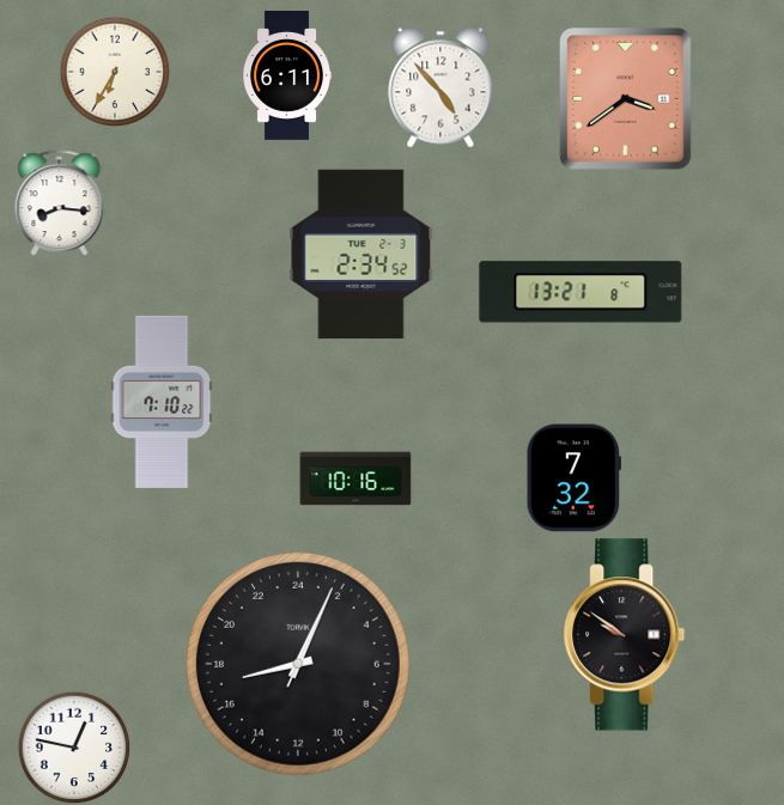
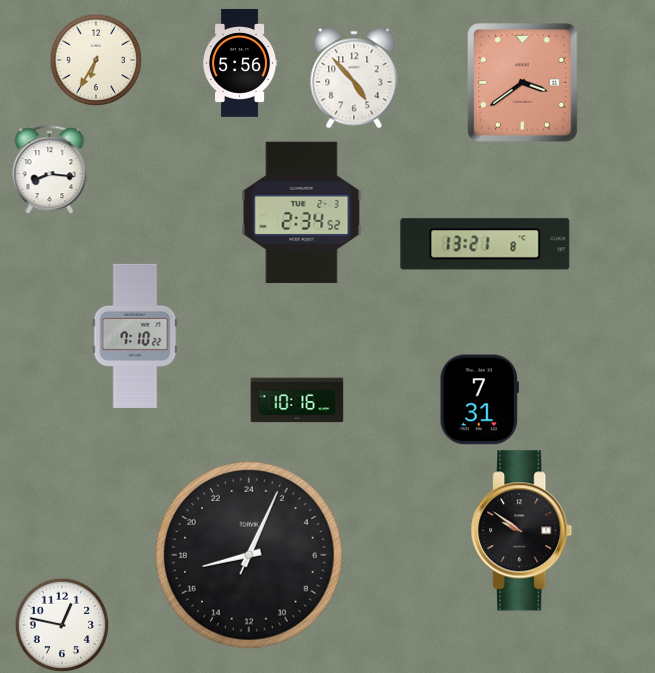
clock at (287, 77): 6:11 -> 5:56
clock at (440, 87) position: (440, 87) -> (354, 78)
clock at (573, 478): 7:32 -> 7:31
